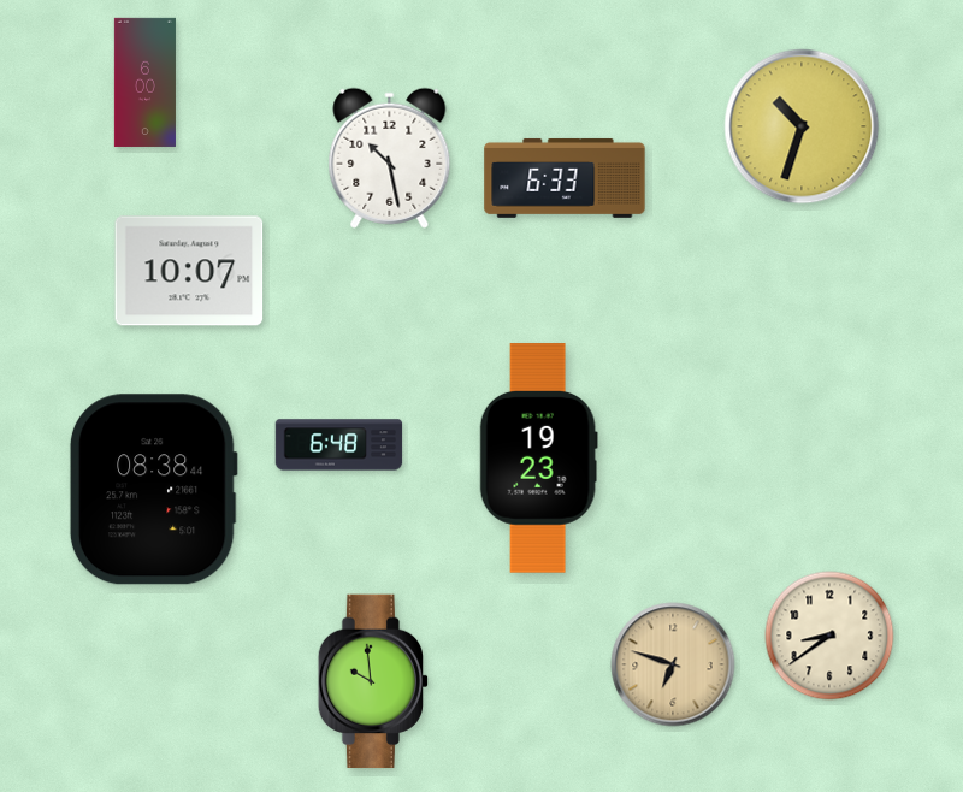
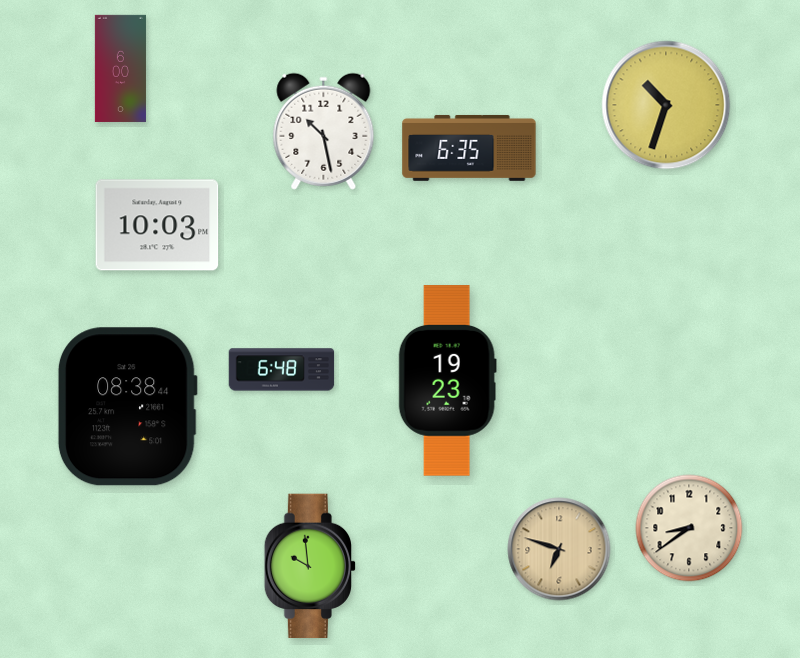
clock at (565, 178): 6:33 -> 6:35
clock at (189, 271): 10:07 -> 10:03
clock at (673, 664) position: (673, 664) -> (559, 549)
